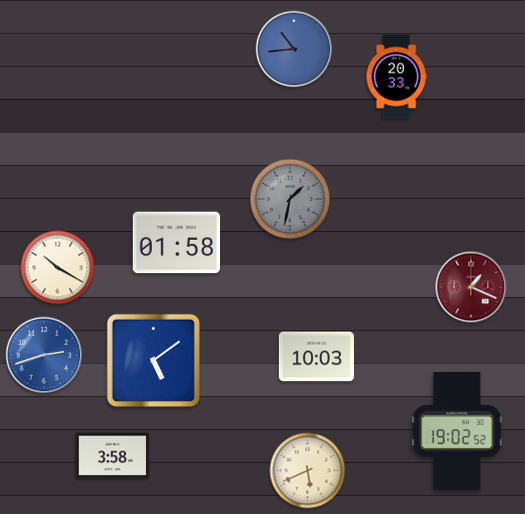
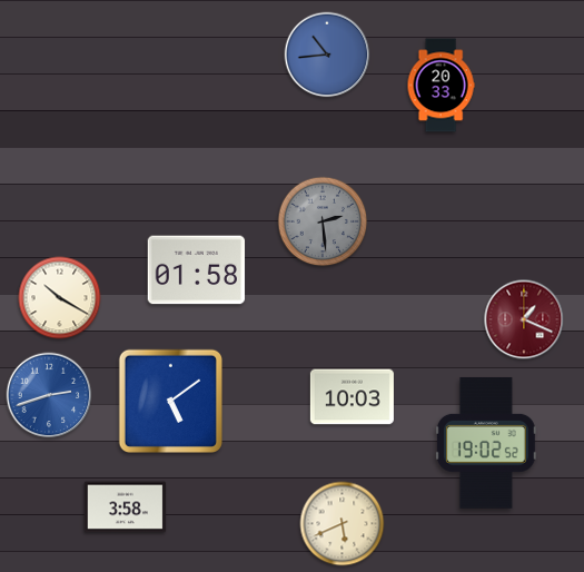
clock at (290, 199): 1:32 -> 2:29
clock at (58, 268) position: (58, 268) -> (60, 298)
clock at (457, 431) position: (457, 431) -> (486, 443)
